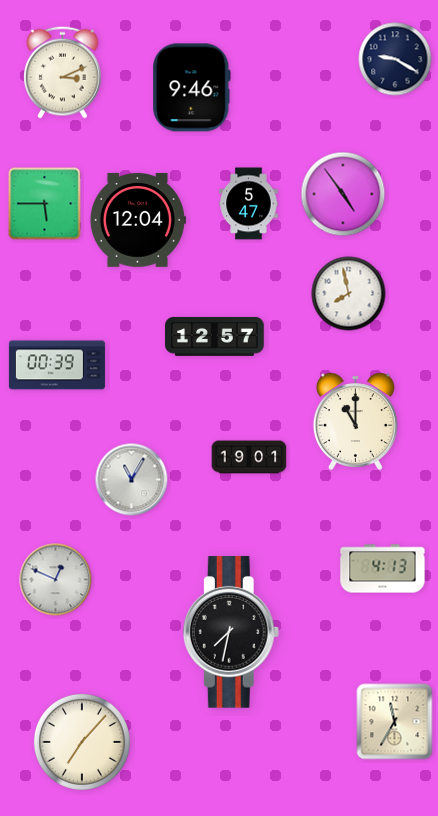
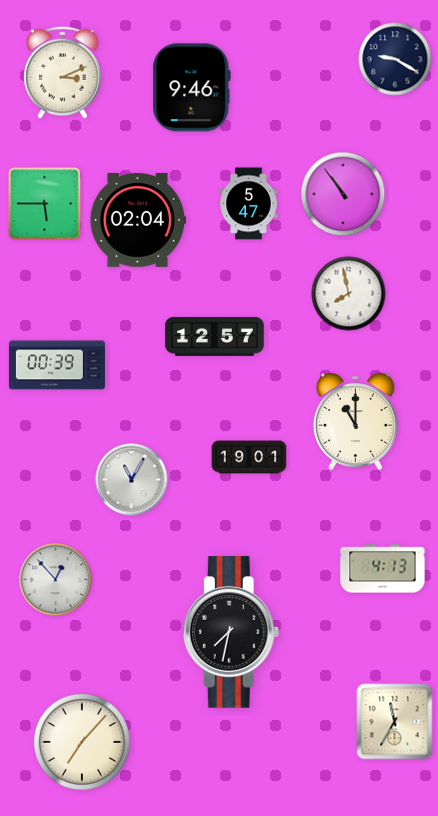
clock at (343, 194): 4:54 -> 10:54
clock at (137, 220): 12:04 -> 02:04
clock at (56, 580): 12:49 -> 12:53
